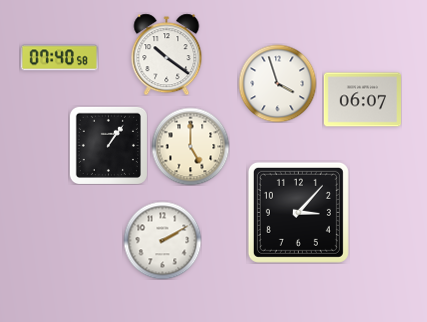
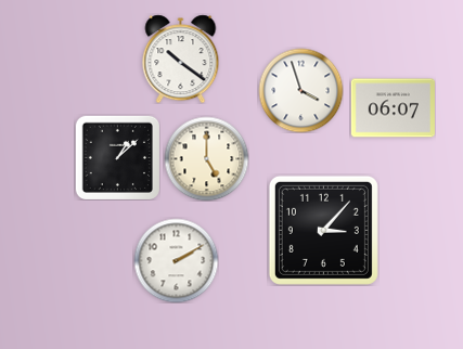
clock at (59, 58): 07:40 -> none
clock at (108, 145): 1:06 -> 1:08
